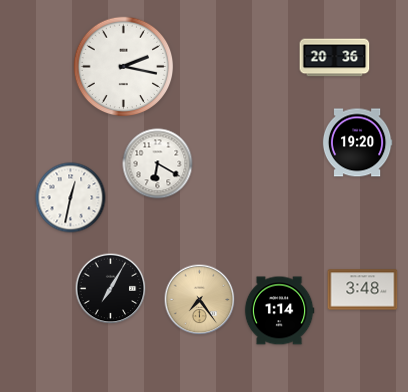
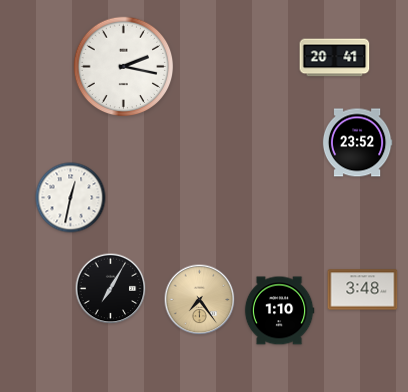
clock at (335, 58): 20:36 -> 20:41
clock at (357, 143): 19:20 -> 23:52
clock at (158, 164): 6:20 -> none
clock at (279, 311): 1:14 -> 1:10
